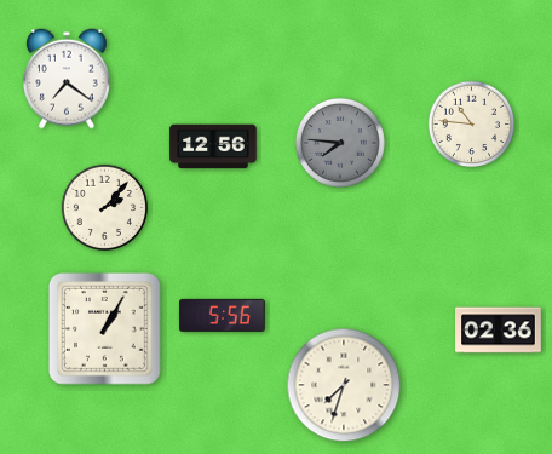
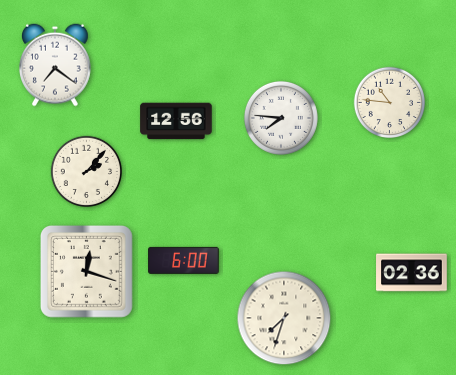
clock at (340, 143) dial: grey -> white
clock at (223, 315): 5:56 -> 6:00
clock at (104, 328): 1:05 -> 12:18
